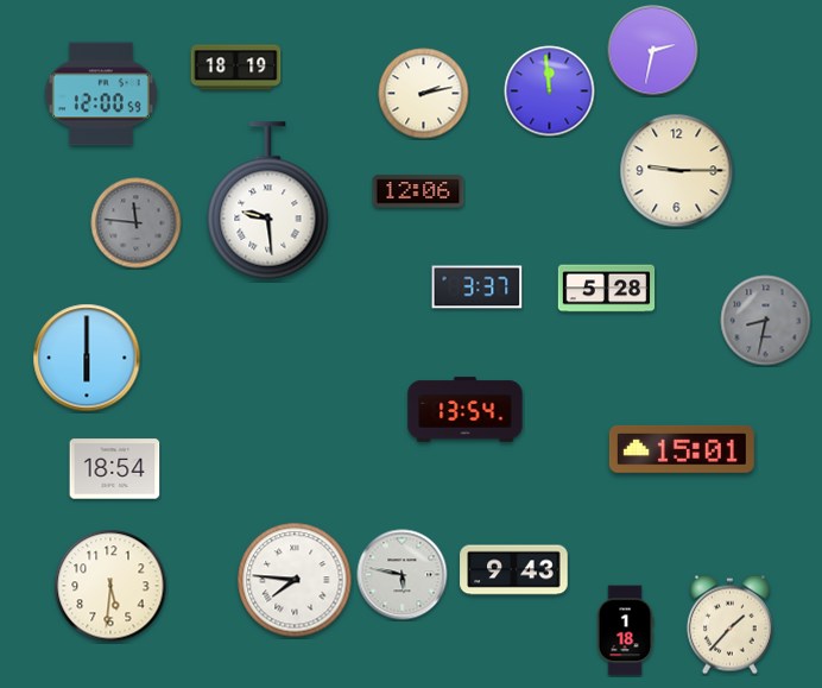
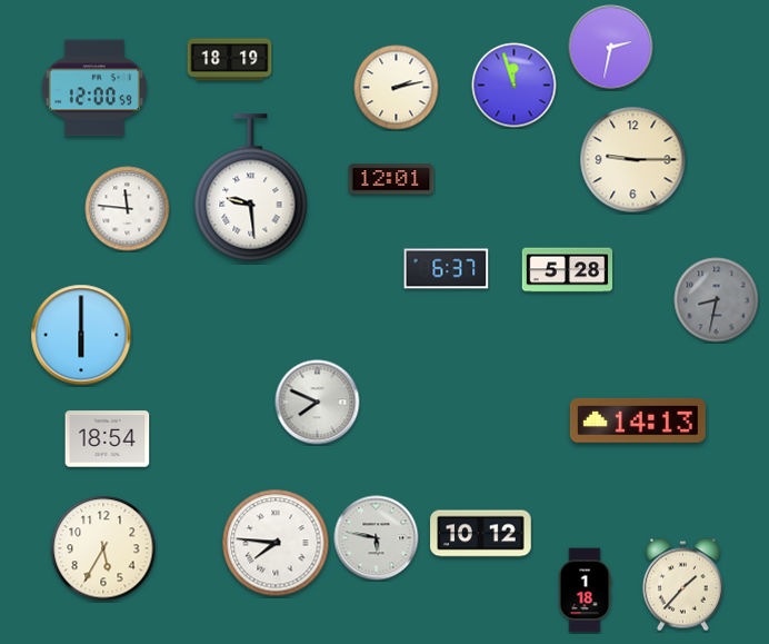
clock at (236, 68) position: (236, 68) -> (230, 60)
clock at (550, 91): 11:59 -> 11:57
clock at (418, 191): 12:06 -> 12:01
clock at (137, 223) dial: grey -> white
clock at (478, 288): 3:37 -> 6:37
clock at (466, 410): 13:54 -> none
clock at (318, 403): none -> 7:49
clock at (682, 449): 15:01 -> 14:13
clock at (514, 570): 9:43 -> 10:12
clock at (110, 586): 5:31 -> 5:35
